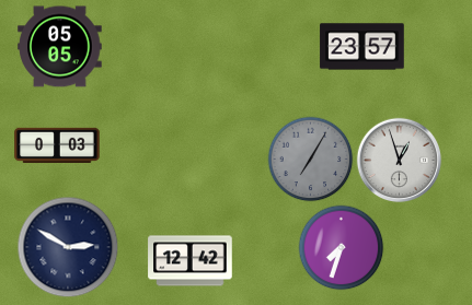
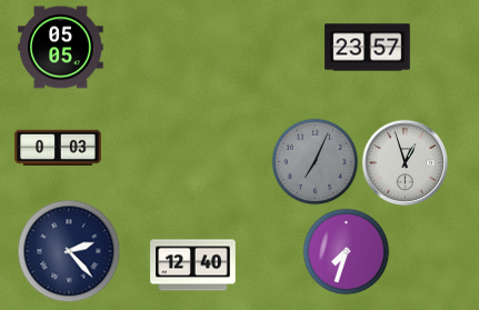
clock at (310, 159): 7:05 -> 7:04
clock at (68, 247): 2:50 -> 2:23
clock at (191, 261): 12:42 -> 12:40
